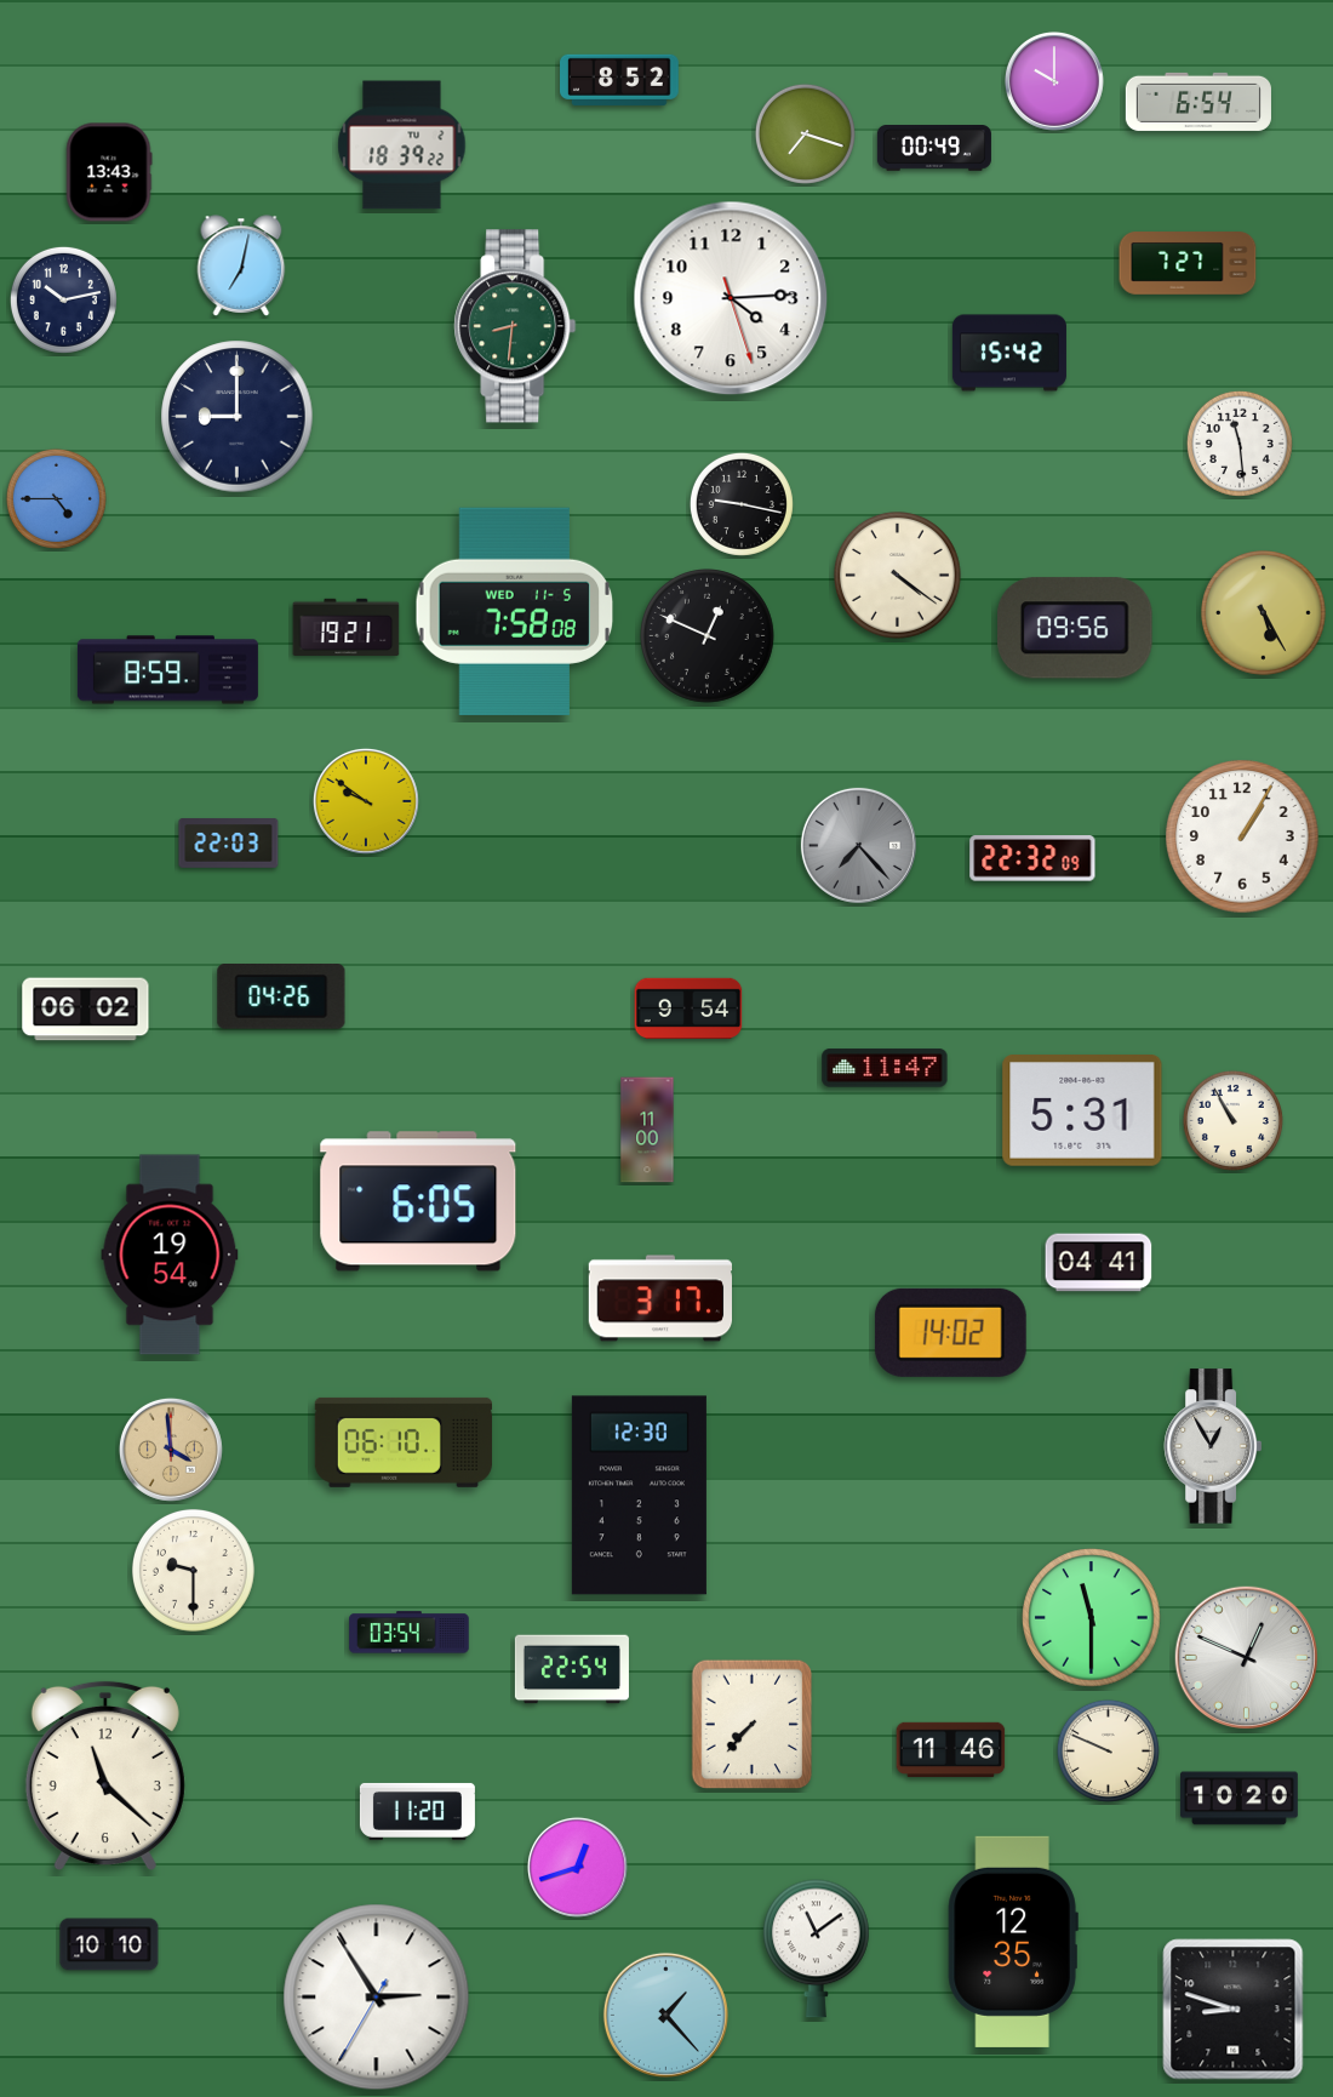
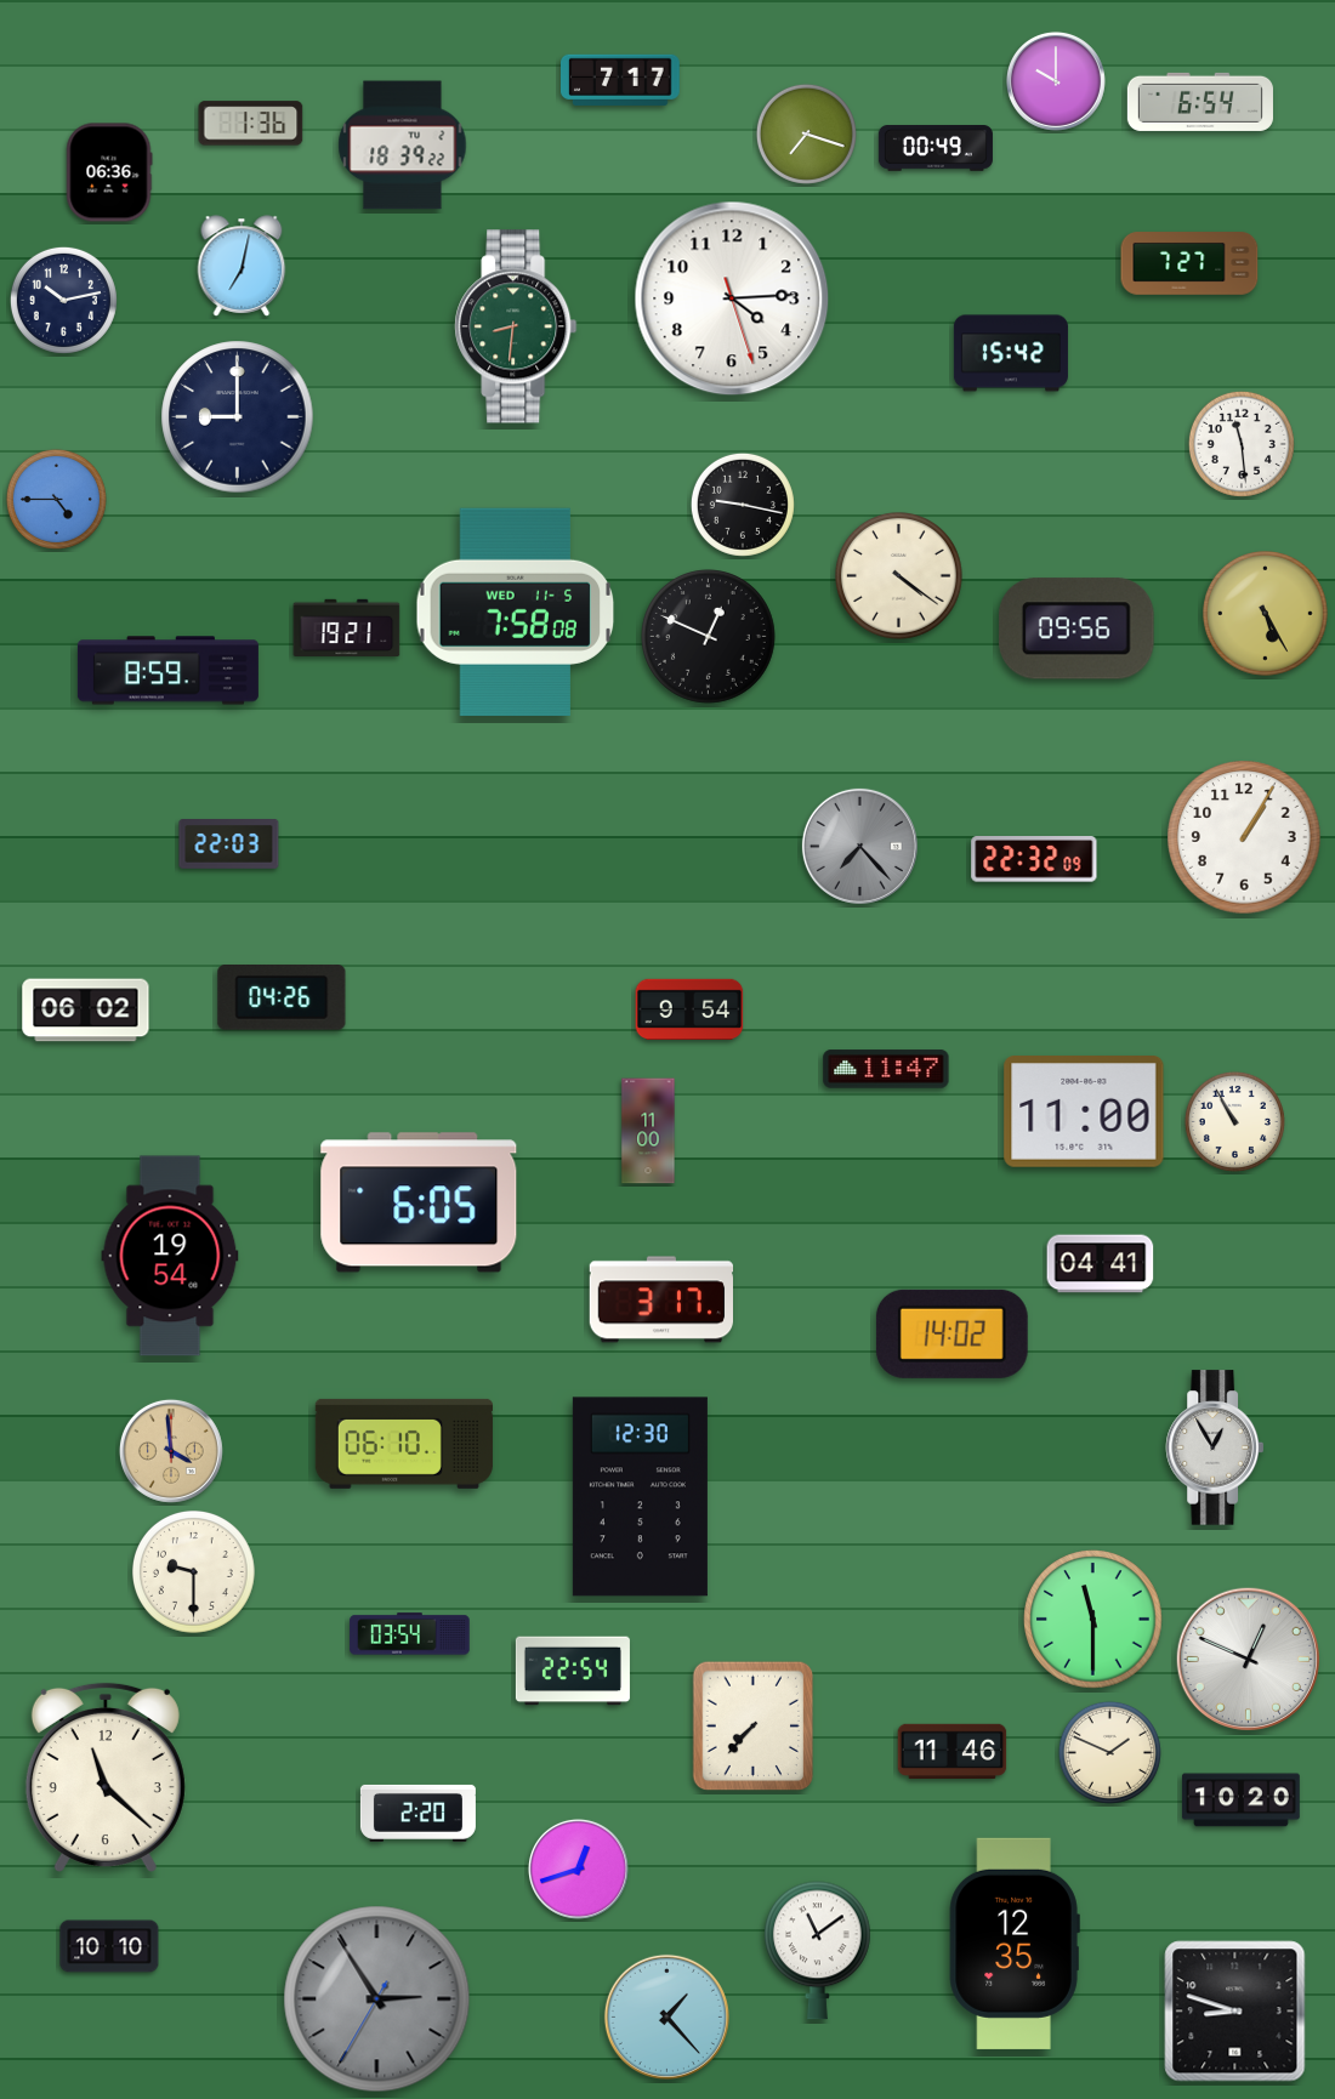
clock at (620, 80): 8:52 -> 7:17
clock at (251, 124): none -> 1:36
clock at (109, 172): 13:43 -> 06:36
clock at (366, 801): 9:51 -> none
clock at (1082, 1112): 5:31 -> 11:00
clock at (1108, 1750): 9:49 -> 1:49
clock at (417, 1811): 11:20 -> 2:20
clock at (377, 1998) dial: white -> grey
